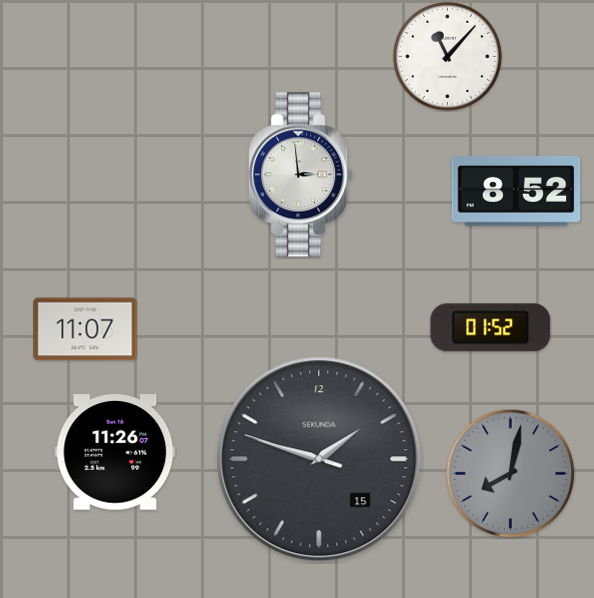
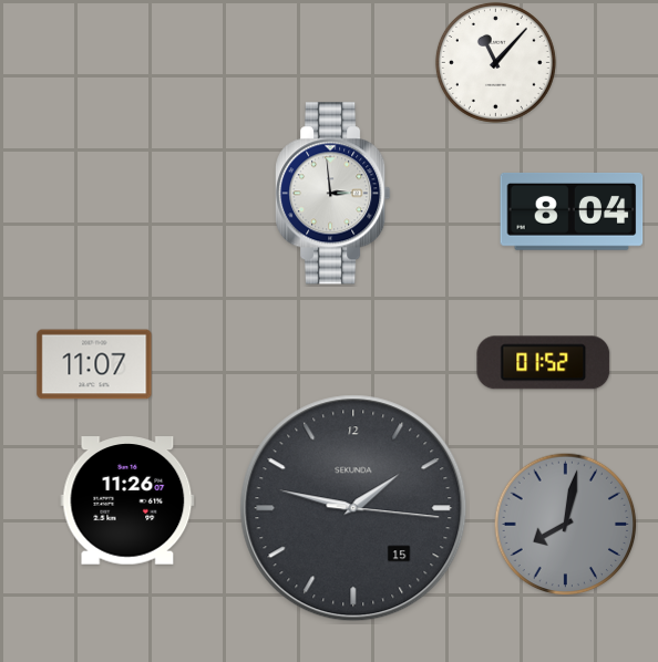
clock at (516, 192): 8:52 -> 8:04
clock at (319, 459): 1:47:48 -> 1:47:16
